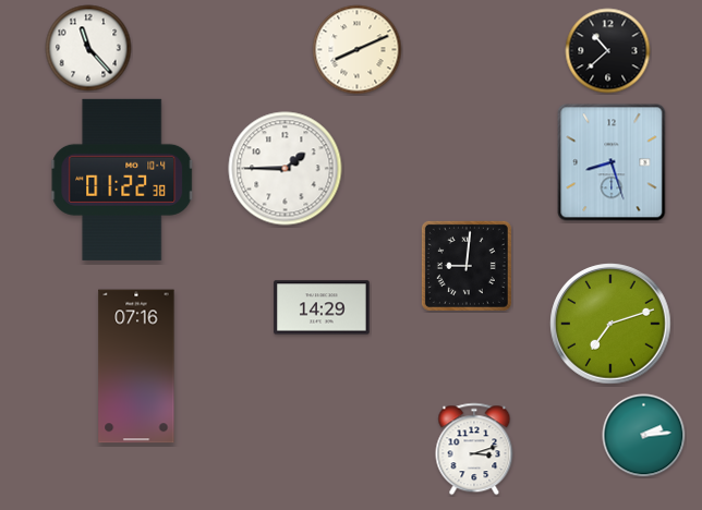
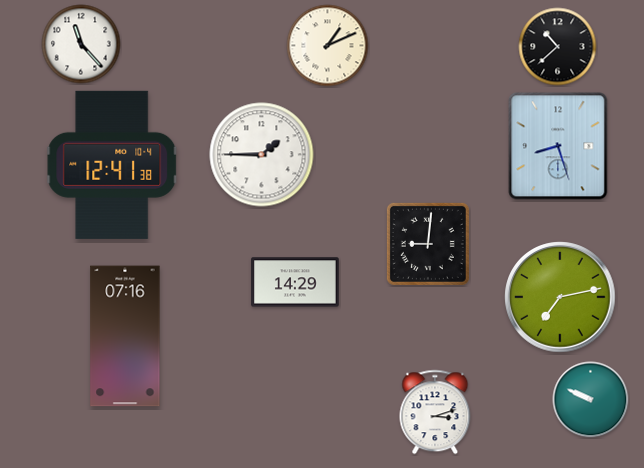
clock at (358, 50): 8:11 -> 1:11
clock at (612, 162) position: (612, 162) -> (558, 146)
clock at (123, 180): 01:22 -> 12:41
clock at (610, 324): 7:12 -> 7:13
clock at (644, 436): 2:14 -> 9:49
